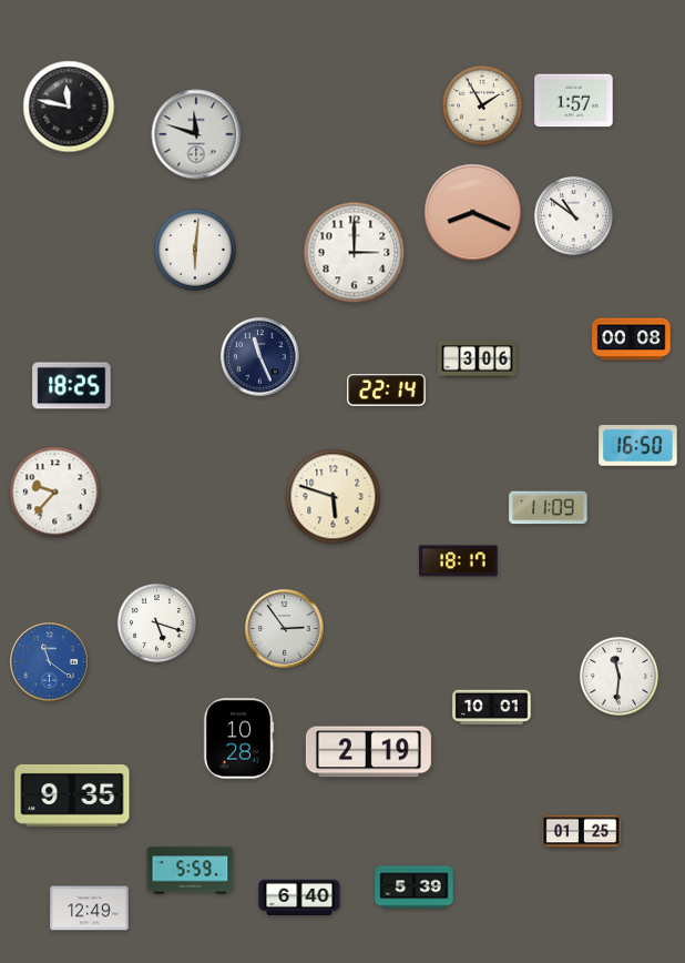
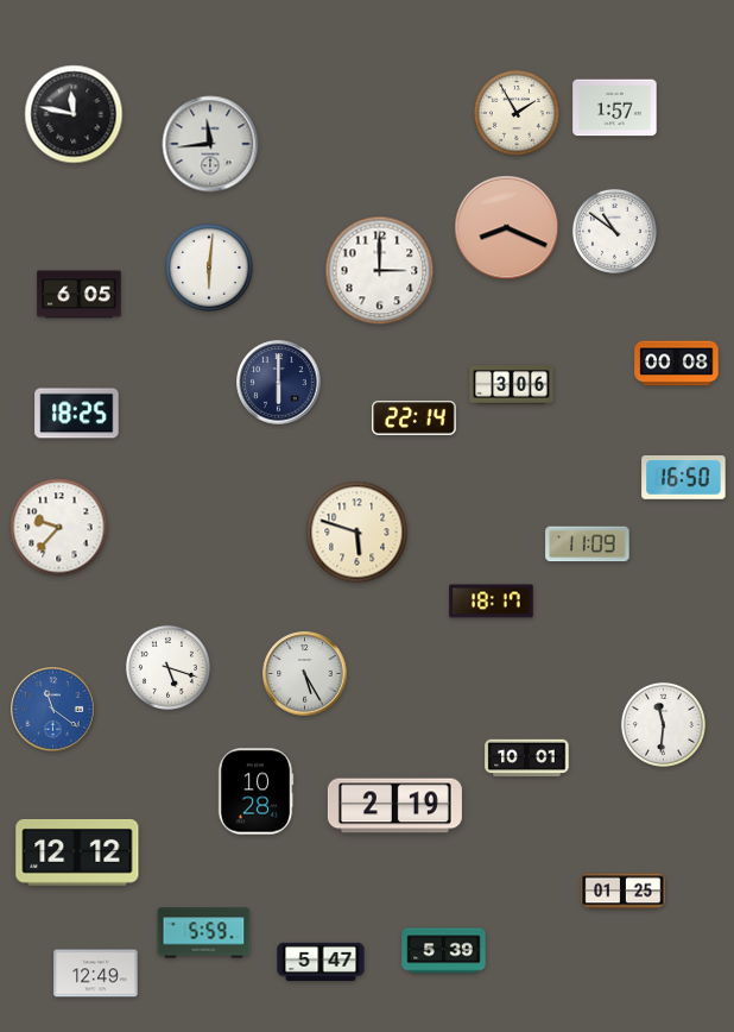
clock at (196, 134): 11:48 -> 11:44
clock at (80, 295): none -> 6:05
clock at (260, 357): 11:26 -> 6:00
clock at (285, 629): 2:54 -> 5:25
clock at (72, 795): 9:35 -> 12:12
clock at (299, 896): 6:40 -> 5:47
